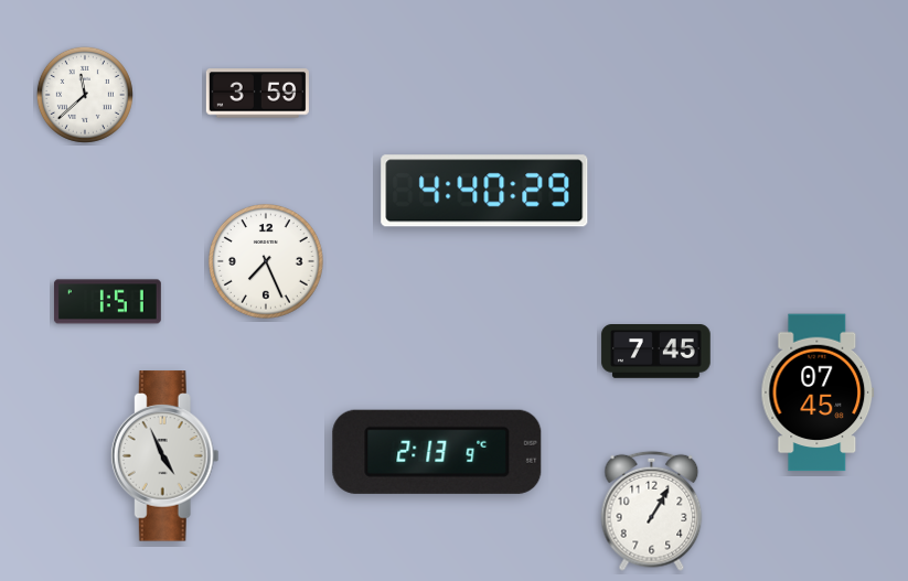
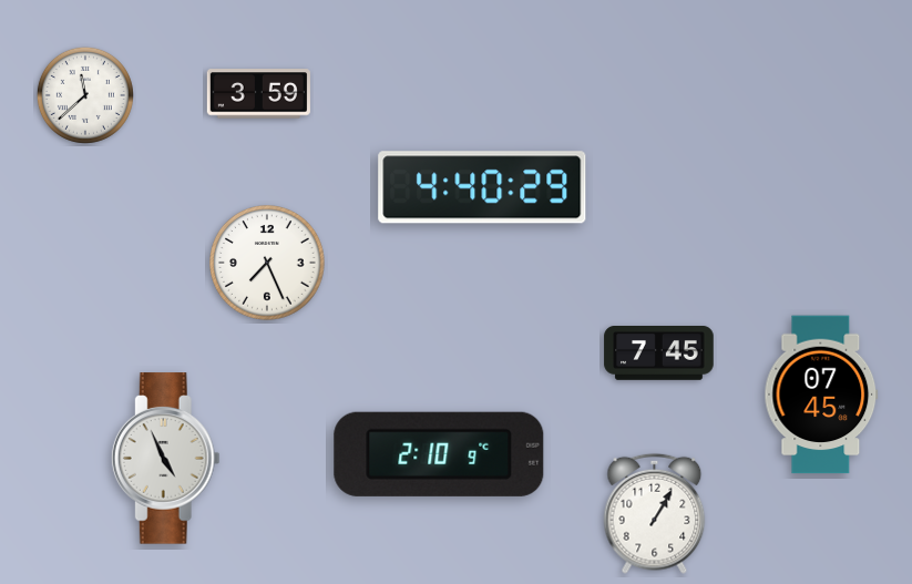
clock at (484, 191) position: (484, 191) -> (482, 187)
clock at (108, 302): 1:51 -> none
clock at (437, 452): 2:13 -> 2:10
